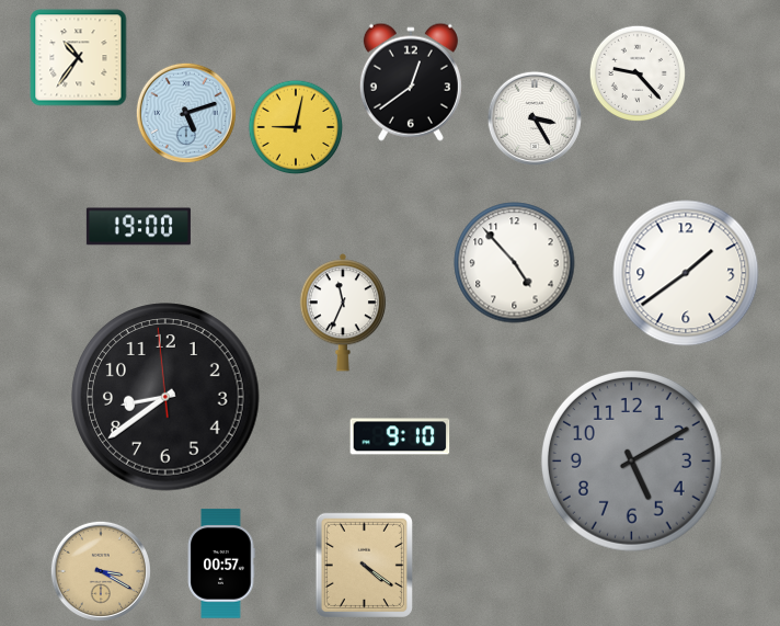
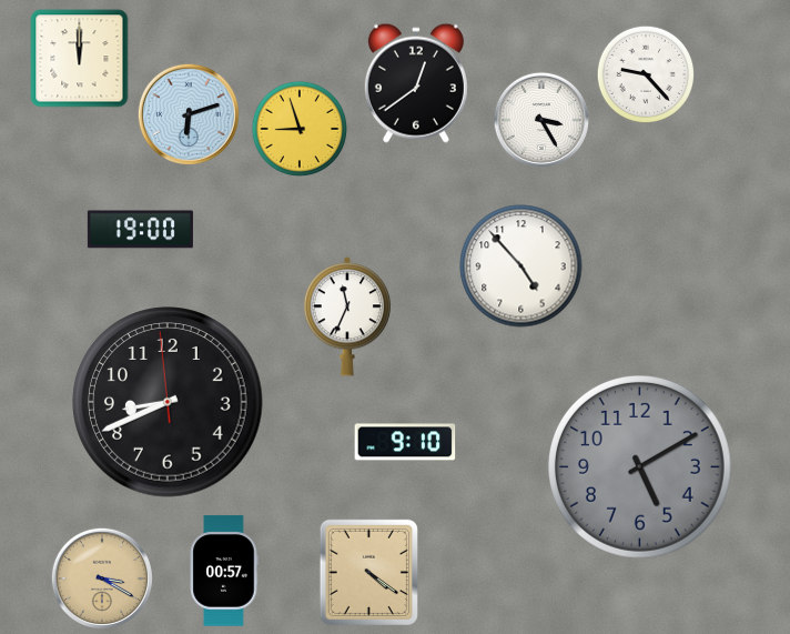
clock at (79, 58): 10:36 -> 12:00
clock at (186, 113): 5:12 -> 6:12
clock at (296, 127): 9:02 -> 8:57
clock at (686, 273): 1:39 -> none
clock at (165, 397): 8:38 -> 8:40
